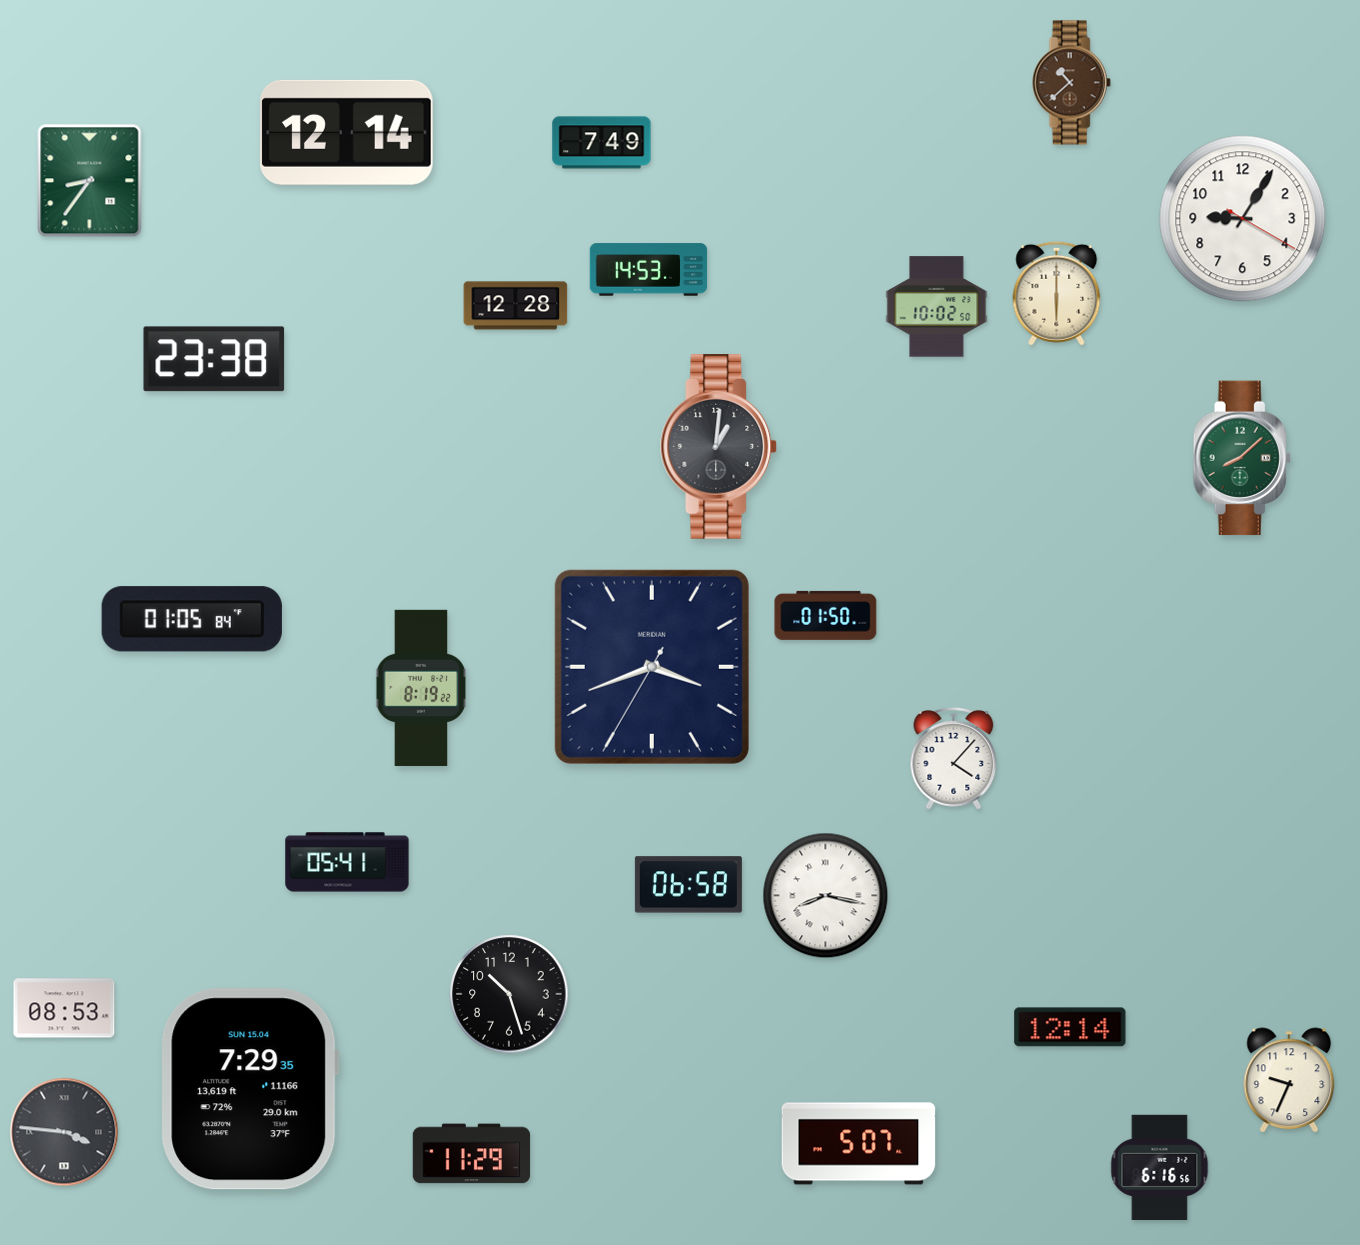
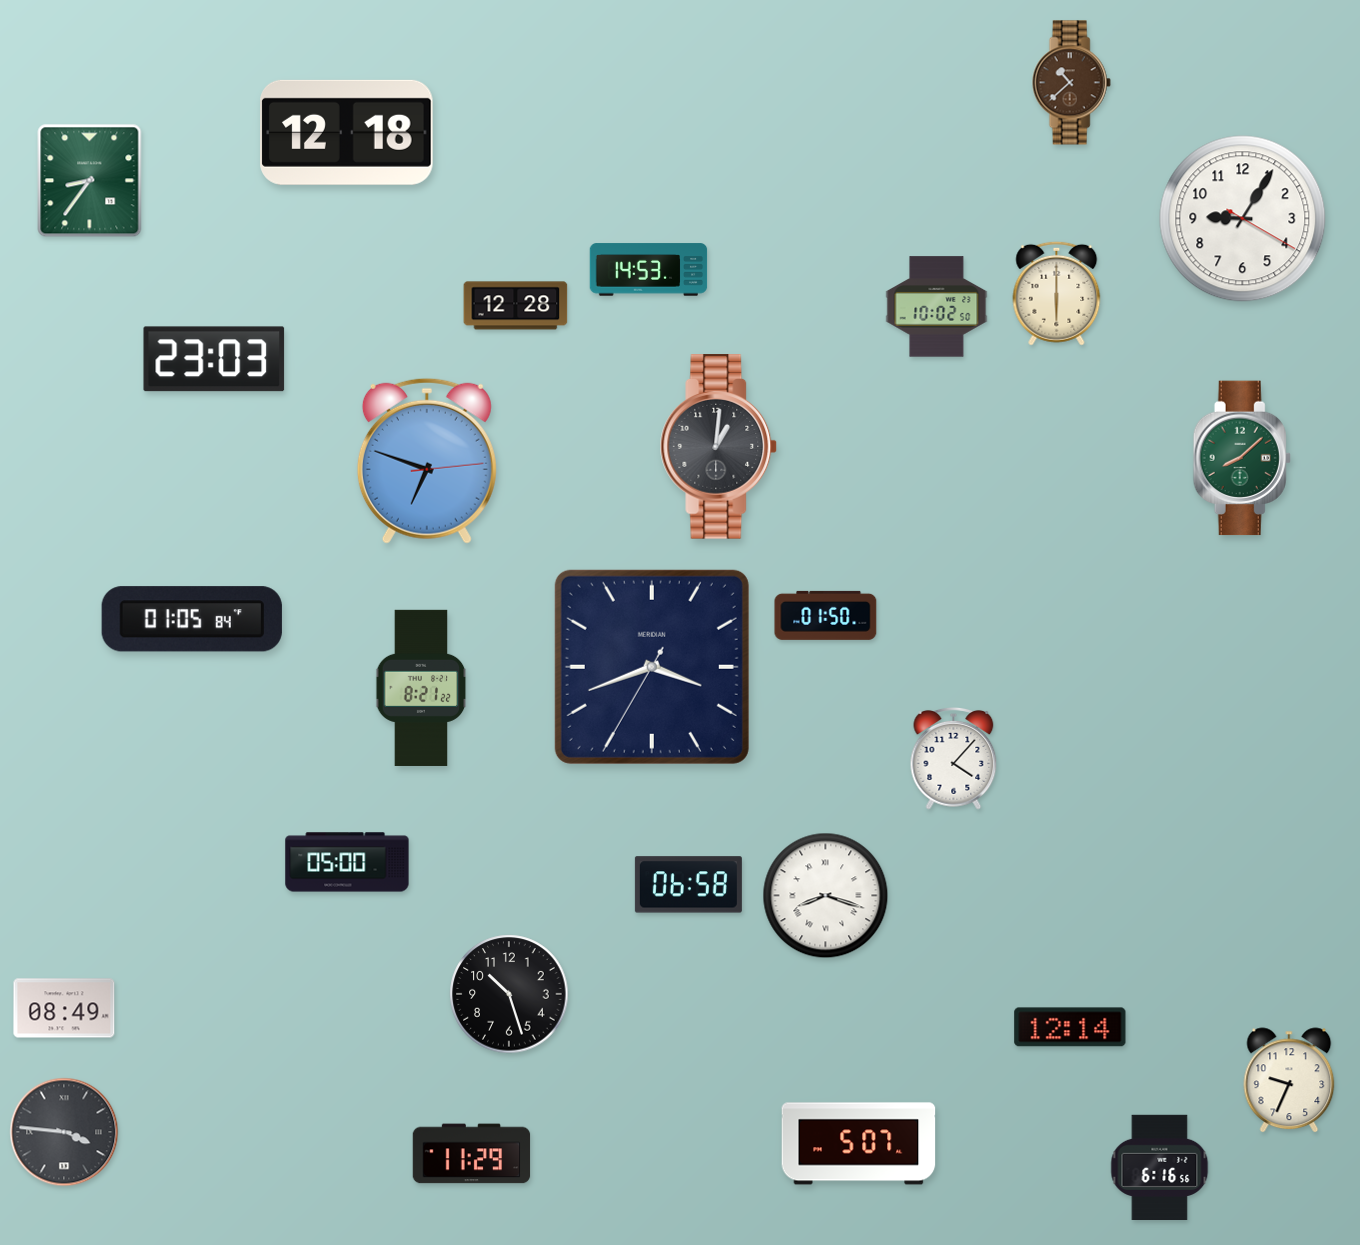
clock at (347, 132): 12:14 -> 12:18
clock at (602, 143): 7:49 -> none
clock at (214, 359): 23:38 -> 23:03
clock at (427, 461): none -> 6:48
clock at (421, 688): 8:19 -> 8:21
clock at (347, 862): 05:41 -> 05:00
clock at (826, 896): 8:17 -> 8:18
clock at (64, 1008): 08:53 -> 08:49
clock at (250, 1089): 7:29 -> none
